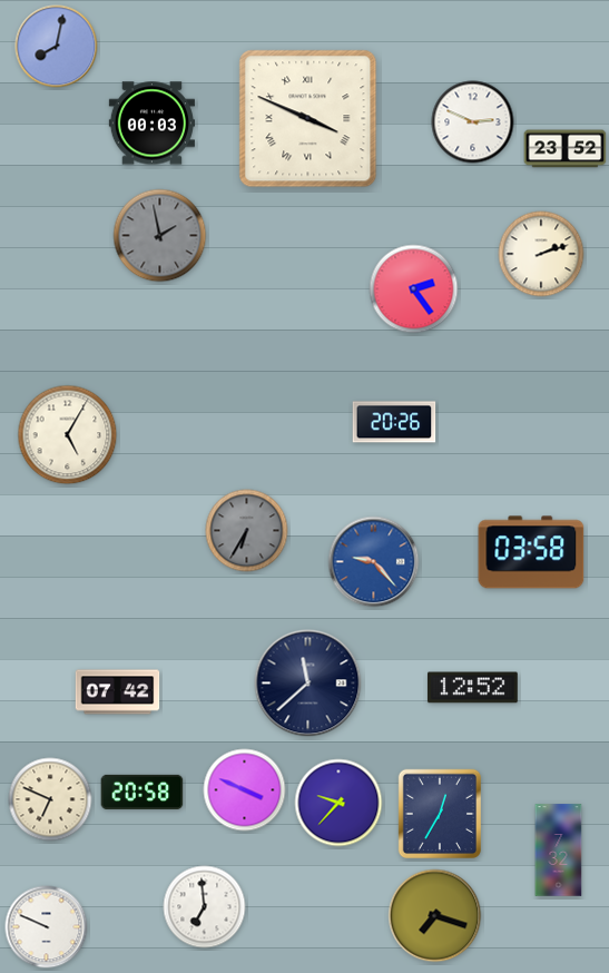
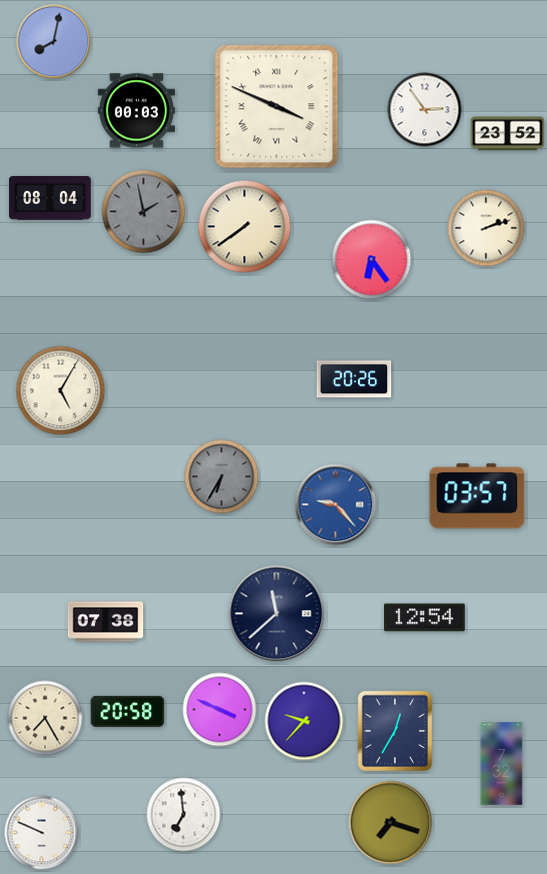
clock at (57, 47) position: (57, 47) -> (54, 42)
clock at (473, 122): 2:49 -> 2:54
clock at (50, 198): none -> 08:04
clock at (245, 227): none -> 7:39
clock at (414, 289): 2:24 -> 6:24
clock at (531, 552): 03:58 -> 03:57
clock at (472, 688): 12:52 -> 12:54
clock at (118, 692): 07:42 -> 07:38
clock at (50, 799): 6:49 -> 7:25
